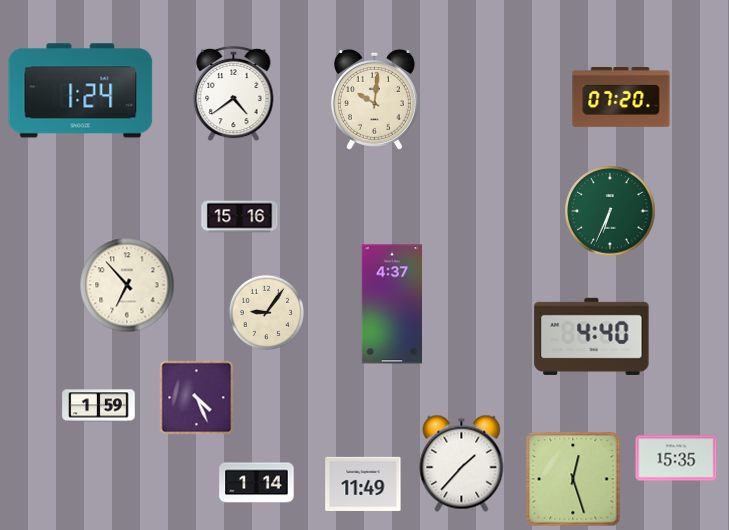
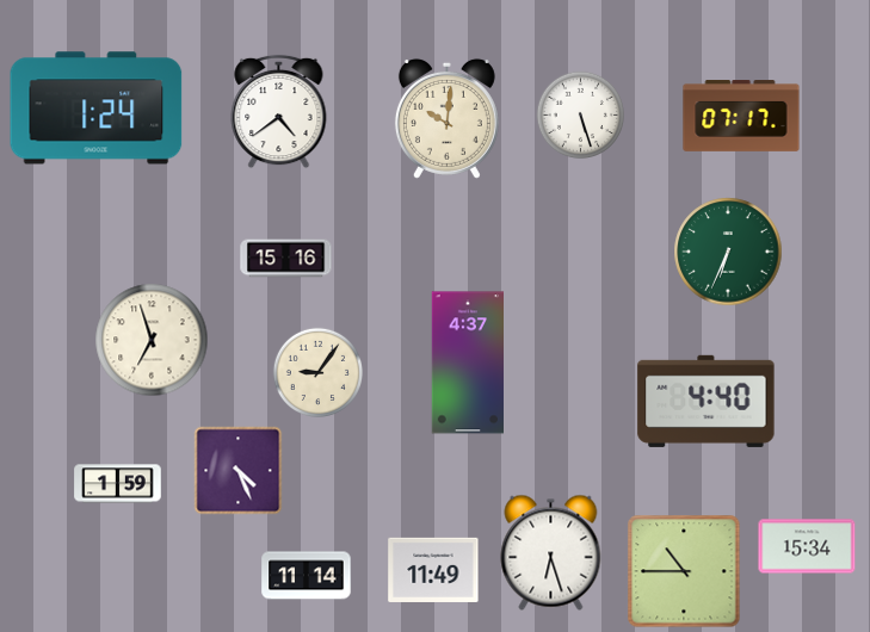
clock at (581, 116): none -> 5:27
clock at (621, 98): 07:20 -> 07:17
clock at (127, 285): 6:53 -> 6:57
clock at (197, 398) position: (197, 398) -> (239, 471)
clock at (676, 458): 15:35 -> 15:34
clock at (462, 463): 1:37 -> 6:27
clock at (573, 479): 12:27 -> 10:45
clock at (257, 483): 1:14 -> 11:14
clock at (363, 484) position: (363, 484) -> (433, 570)
